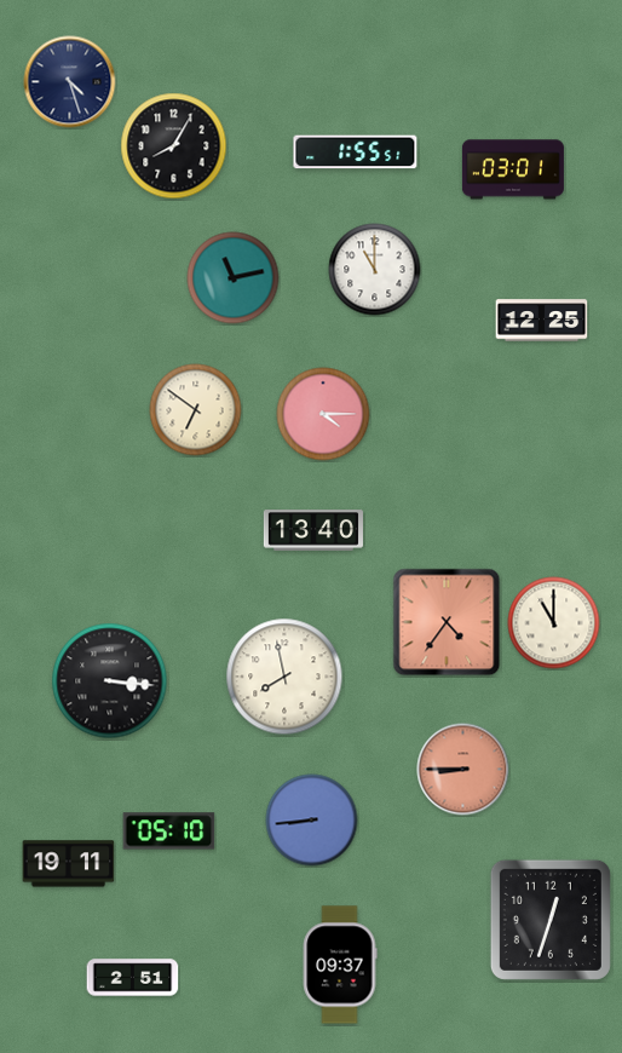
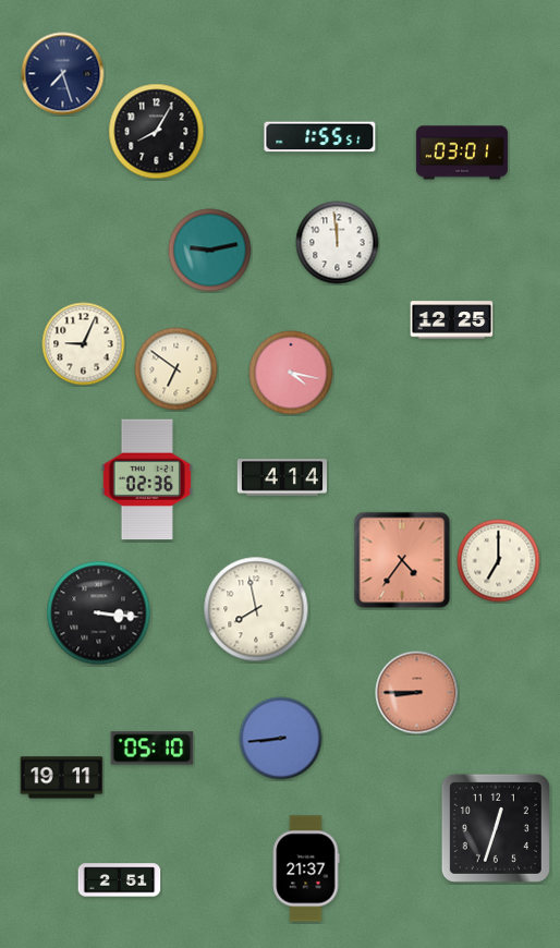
clock at (70, 82): 4:27 -> 7:27
clock at (375, 270): 11:00 -> 11:59
clock at (234, 278): 11:13 -> 9:13
clock at (542, 321) position: (542, 321) -> (452, 320)
clock at (84, 344): none -> 9:04
clock at (323, 414): 4:15 -> 4:17
clock at (313, 530): 13:40 -> 4:14
clock at (147, 479): none -> 02:36
clock at (554, 623): 11:00 -> 7:00
clock at (340, 965): 09:37 -> 21:37
